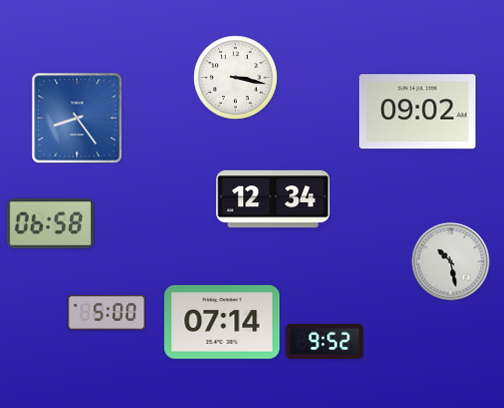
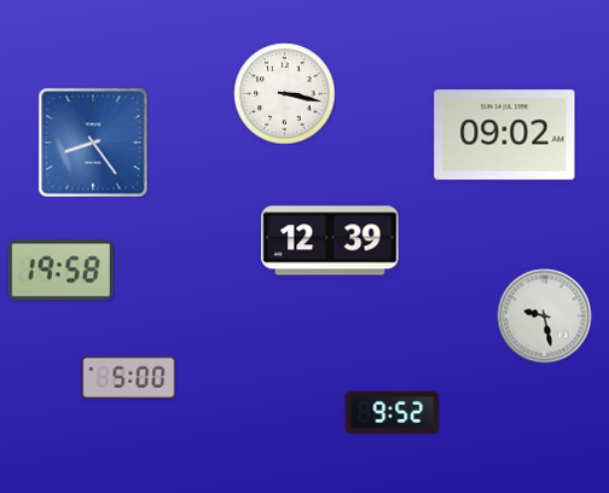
clock at (273, 199): 12:34 -> 12:39
clock at (50, 224): 06:58 -> 19:58
clock at (450, 261): 10:28 -> 9:28
clock at (222, 322): 07:14 -> none
